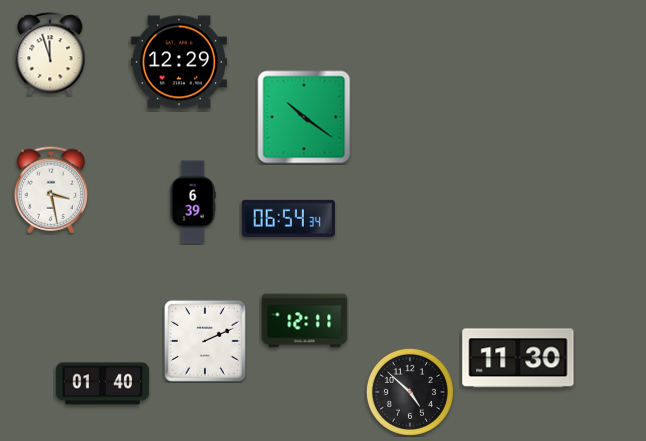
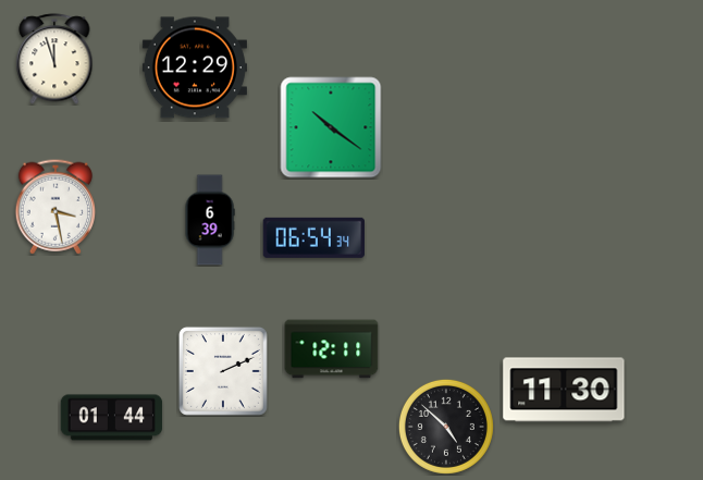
clock at (103, 384): 01:40 -> 01:44
